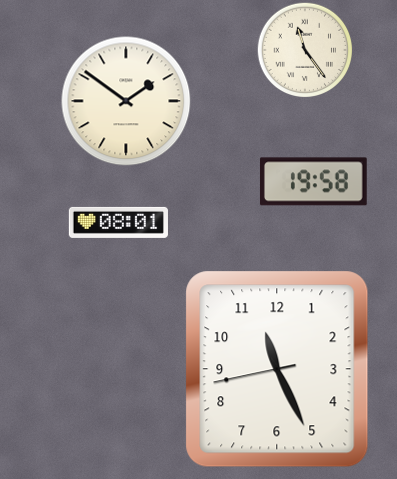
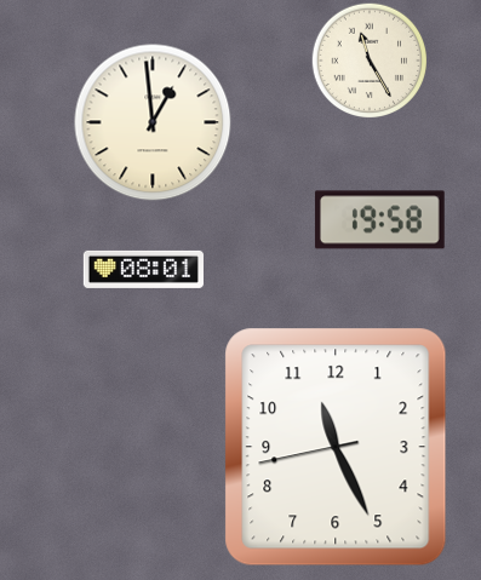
clock at (305, 50): 11:24 -> 11:25
clock at (126, 101): 1:51 -> 12:59
